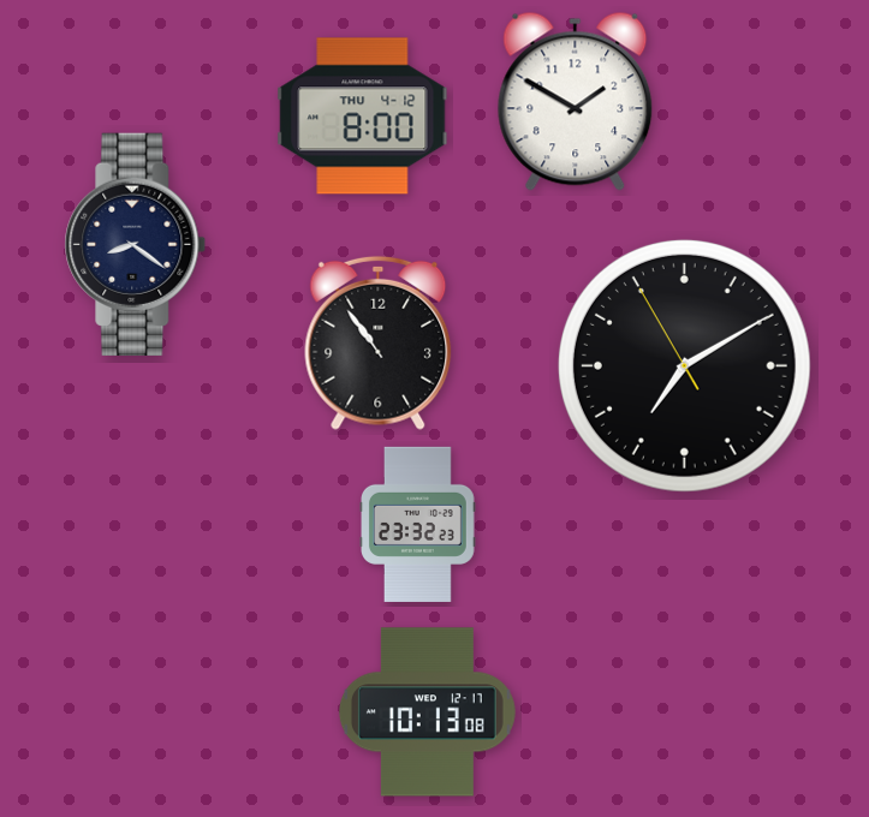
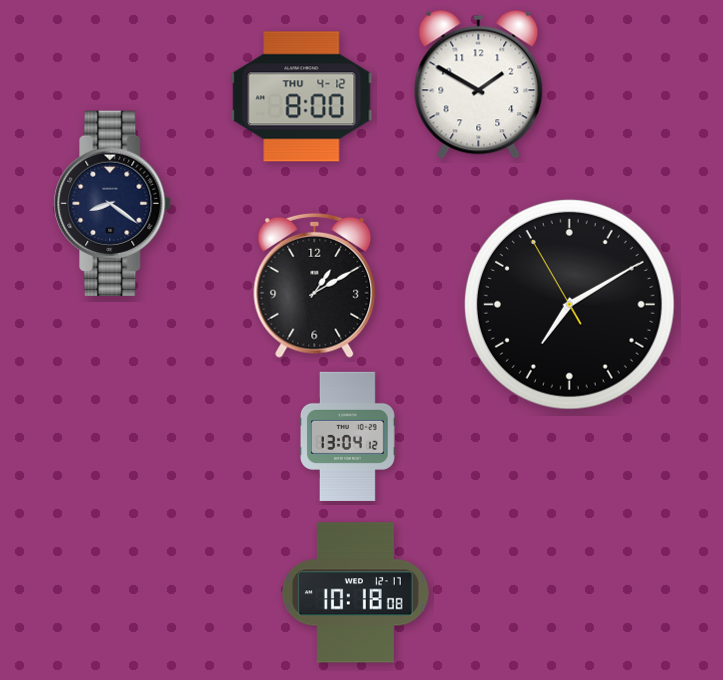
clock at (379, 342): 10:54 -> 1:10
clock at (418, 524): 23:32 -> 13:04
clock at (427, 712): 10:13 -> 10:18
